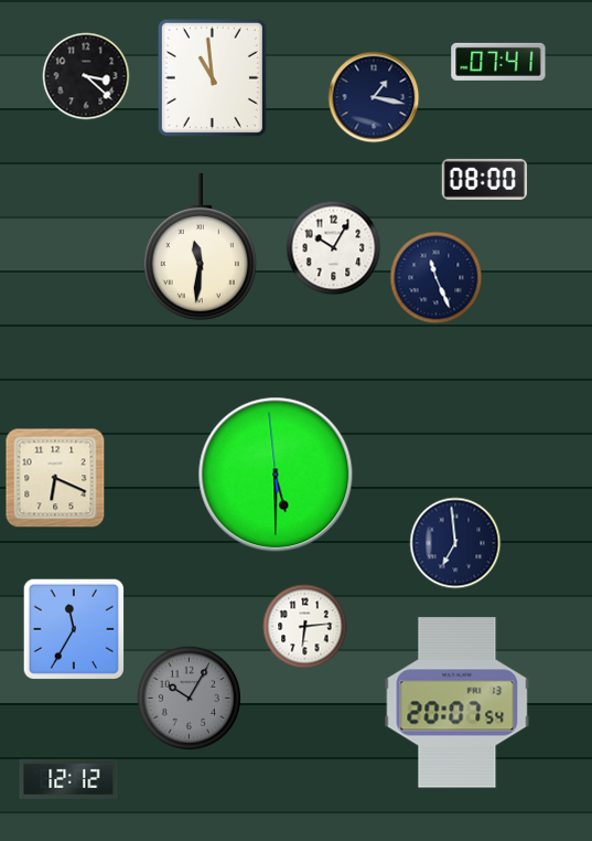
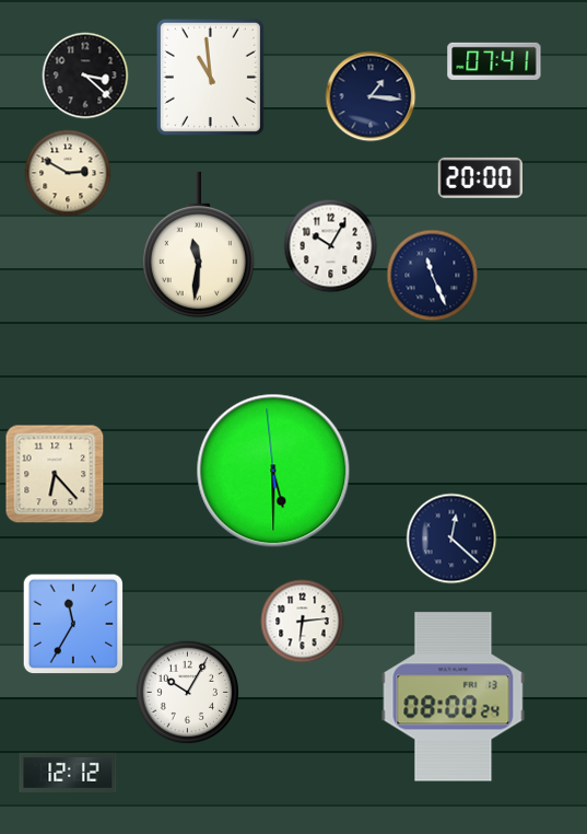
clock at (374, 97): 1:17 -> 1:16
clock at (68, 173): none -> 2:50
clock at (484, 179): 08:00 -> 20:00
clock at (55, 478): 6:19 -> 6:23
clock at (455, 543): 6:59 -> 12:22
clock at (189, 698) dial: grey -> white
clock at (458, 703): 20:07 -> 08:00
